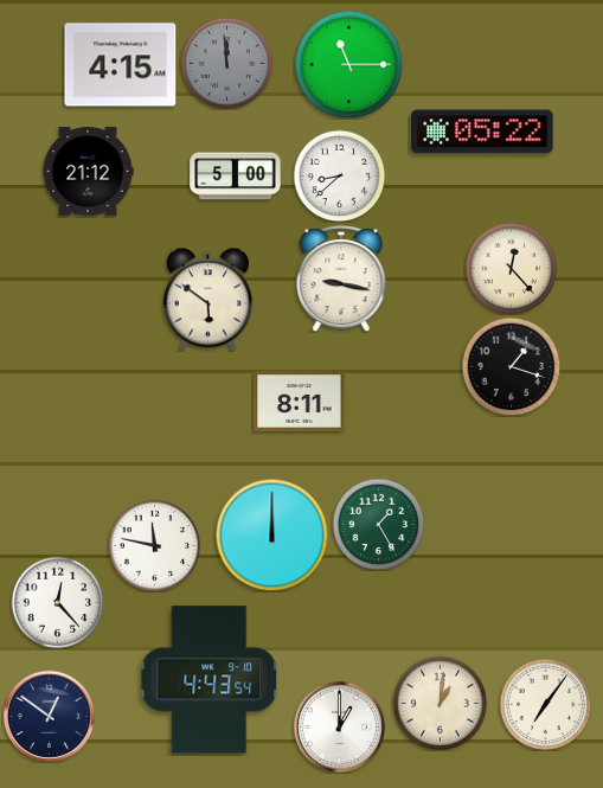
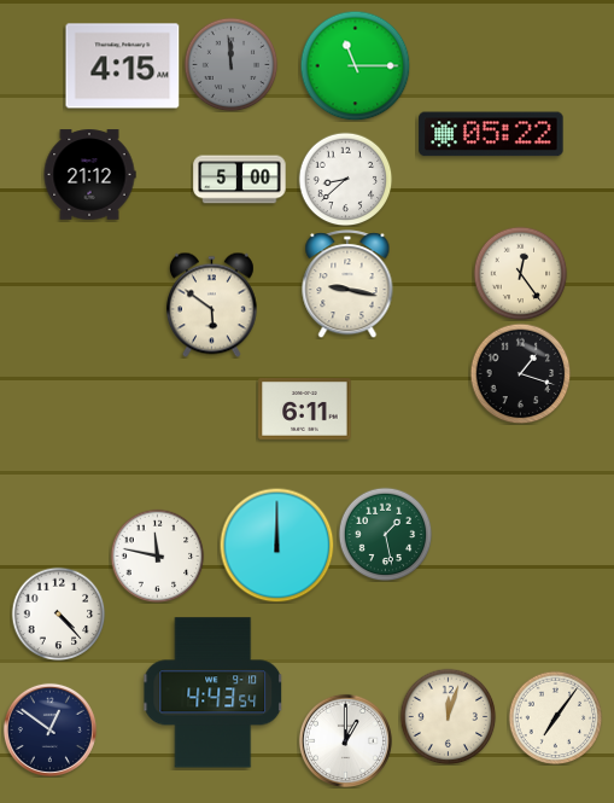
clock at (511, 268): 12:23 -> 12:24
clock at (300, 402): 8:11 -> 6:11
clock at (378, 524): 1:25 -> 1:28
clock at (57, 602): 12:23 -> 4:23
clock at (440, 703): 1:01 -> 12:03
